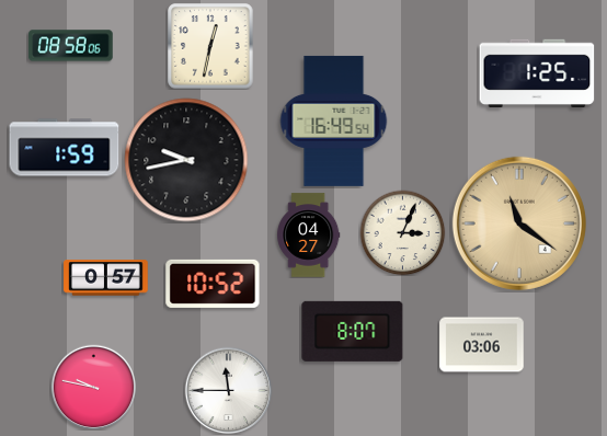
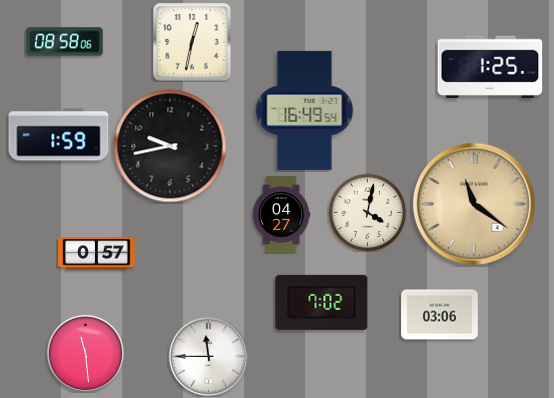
clock at (402, 232): 3:04 -> 4:02
clock at (213, 284): 10:52 -> none
clock at (353, 331): 8:07 -> 7:02
clock at (93, 387): 9:47 -> 11:29
